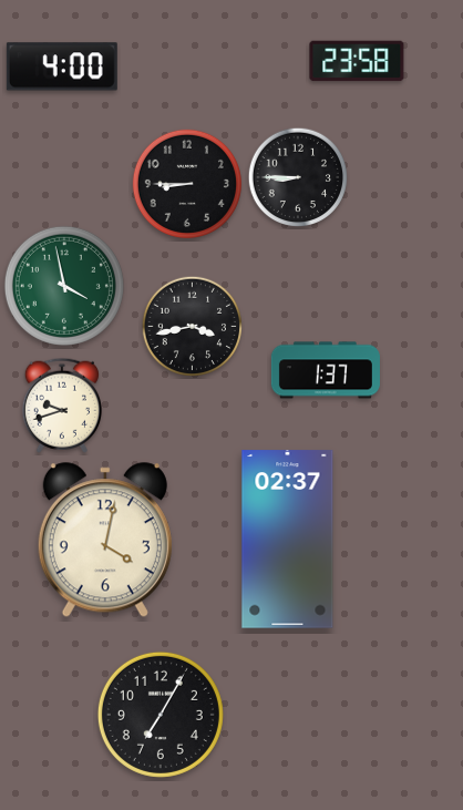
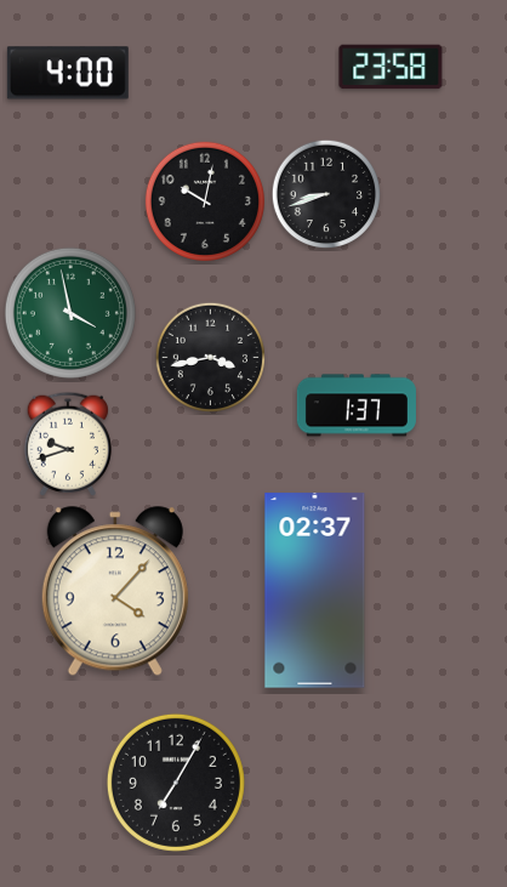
clock at (298, 177): 8:45 -> 8:42
clock at (187, 184): 8:45 -> 10:02
clock at (105, 541): 4:02 -> 4:07
